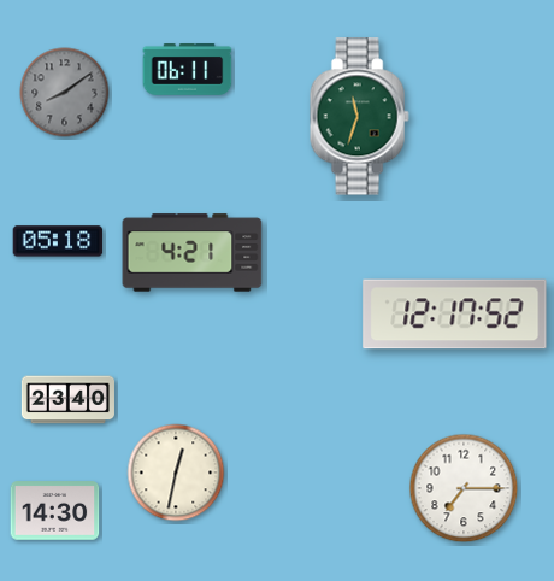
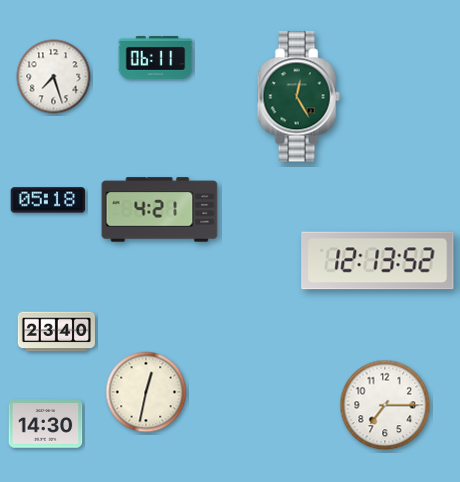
clock at (65, 93): 8:09 -> 7:27
clock at (65, 93) dial: grey -> white
clock at (359, 117): 11:33 -> 12:25
clock at (455, 315): 12:17 -> 12:13
